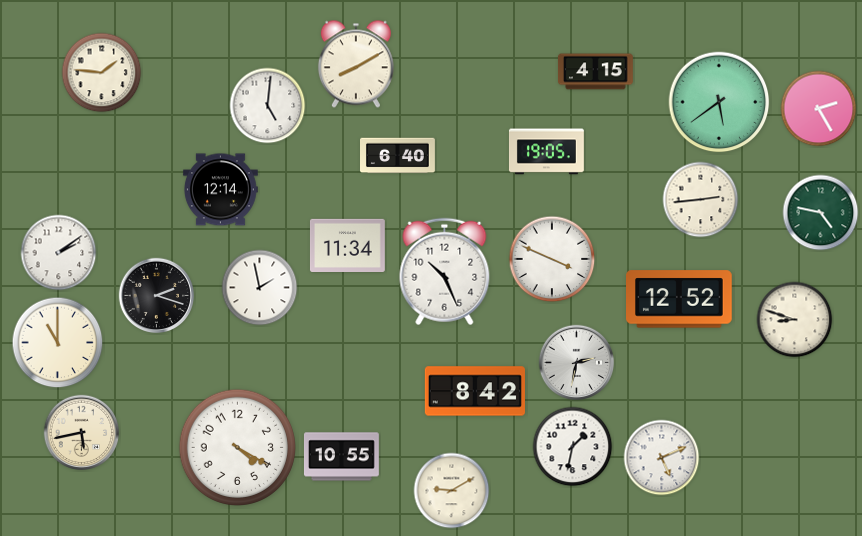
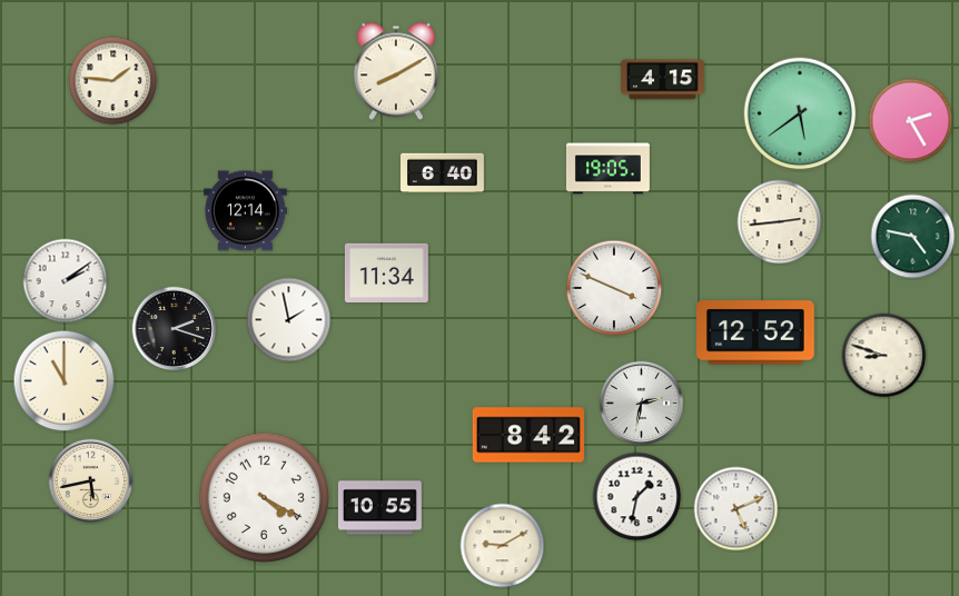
clock at (268, 106): 5:01 -> none
clock at (445, 272): 10:26 -> none
